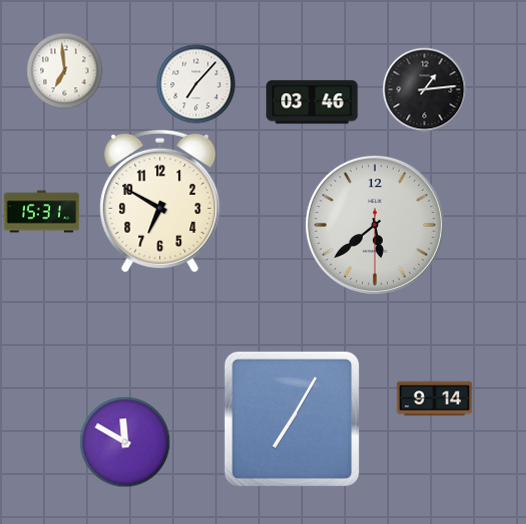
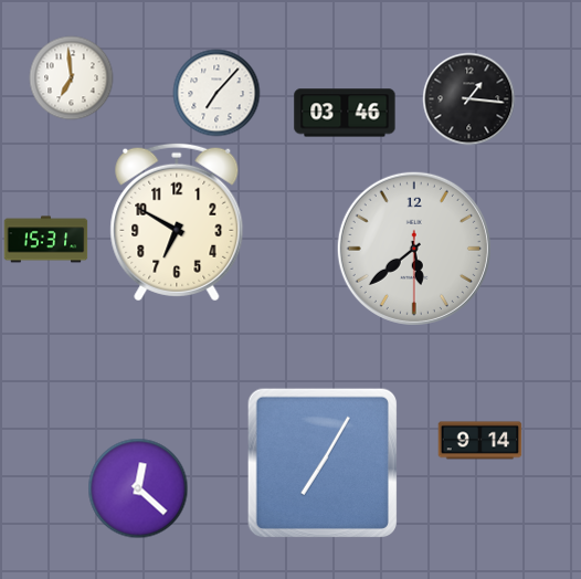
clock at (425, 90): 1:14 -> 1:16
clock at (42, 212) position: (42, 212) -> (46, 240)
clock at (125, 442): 11:50 -> 12:22
